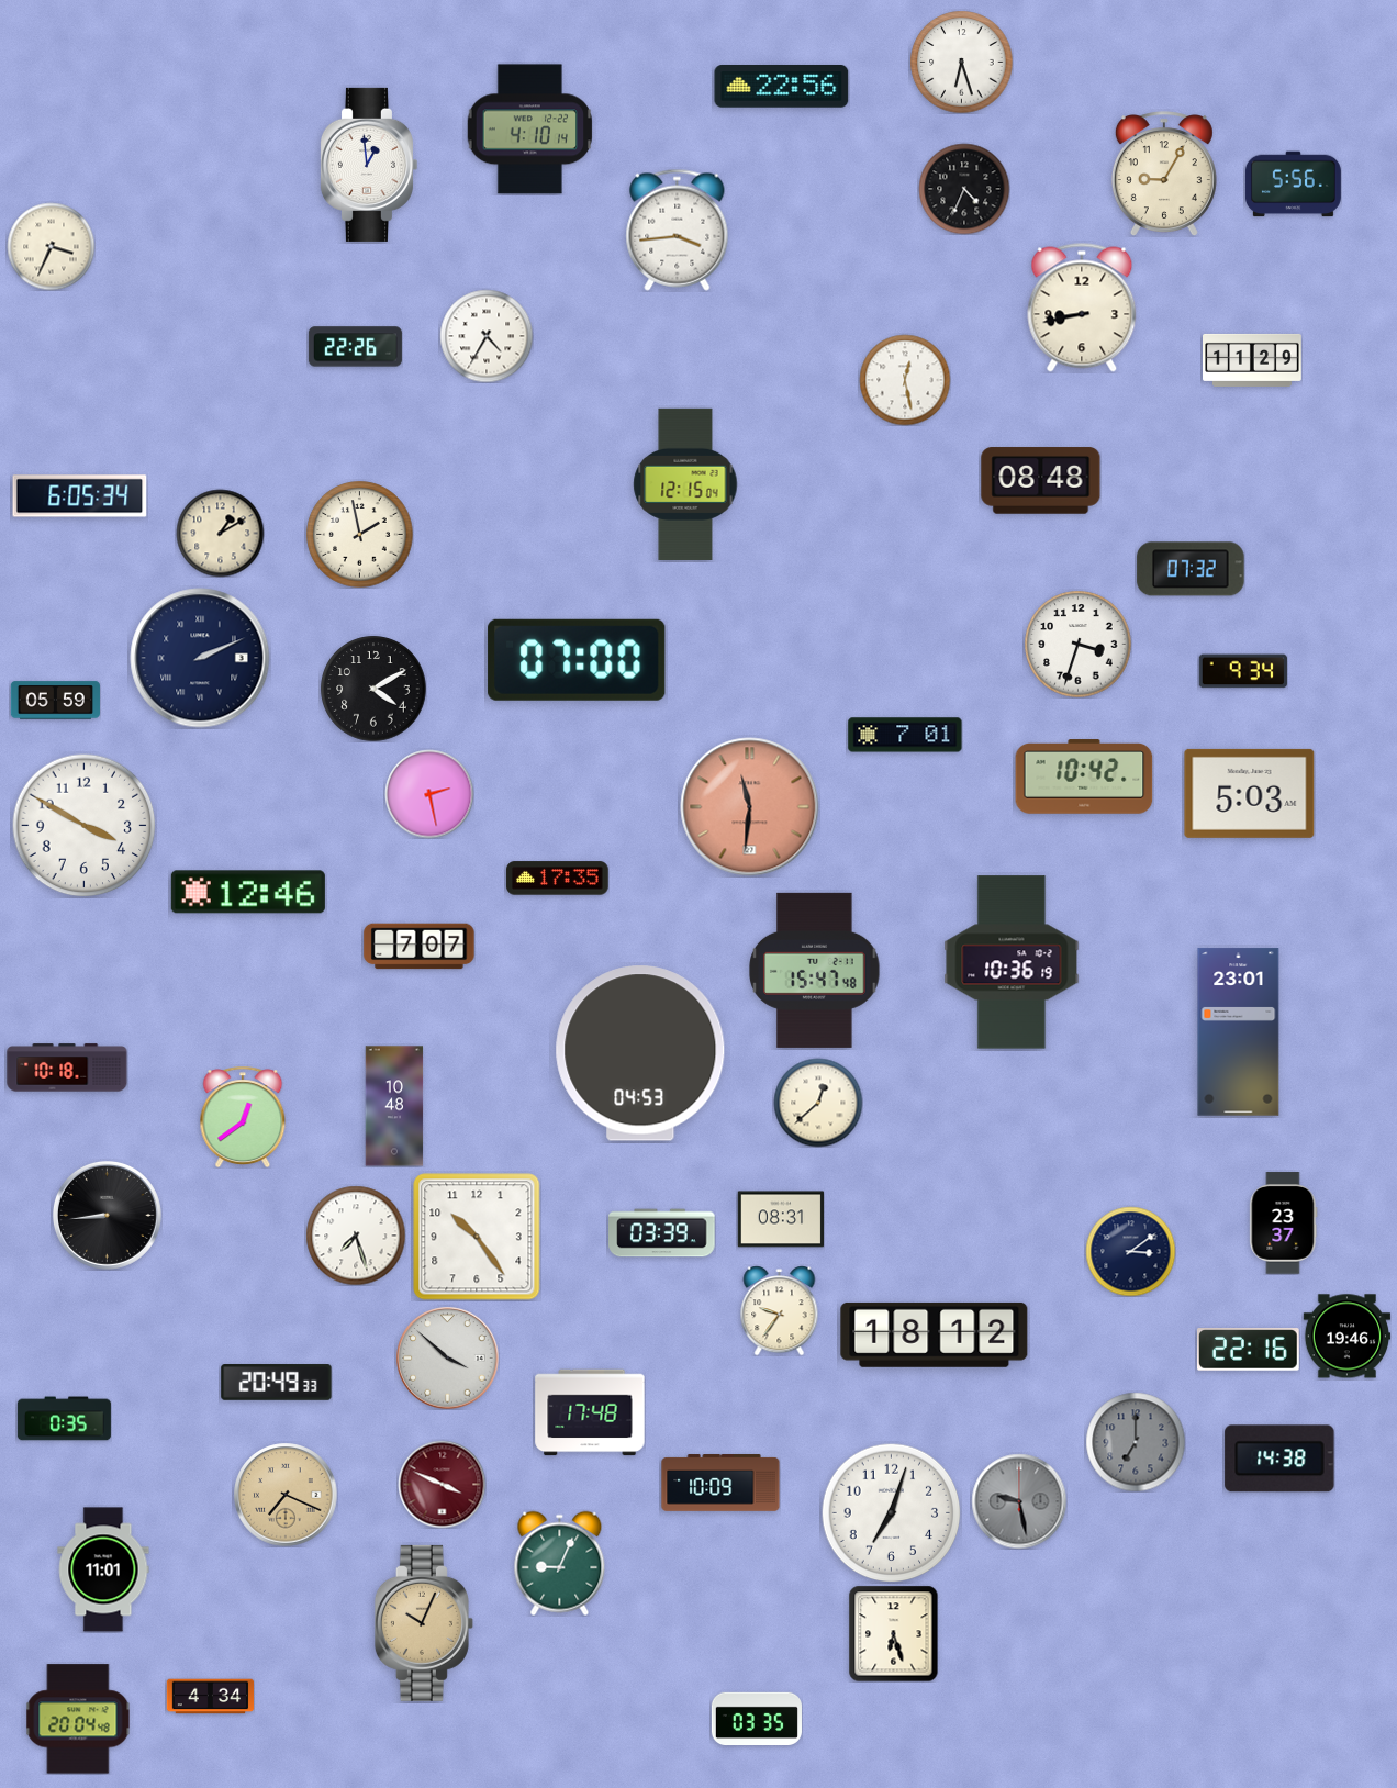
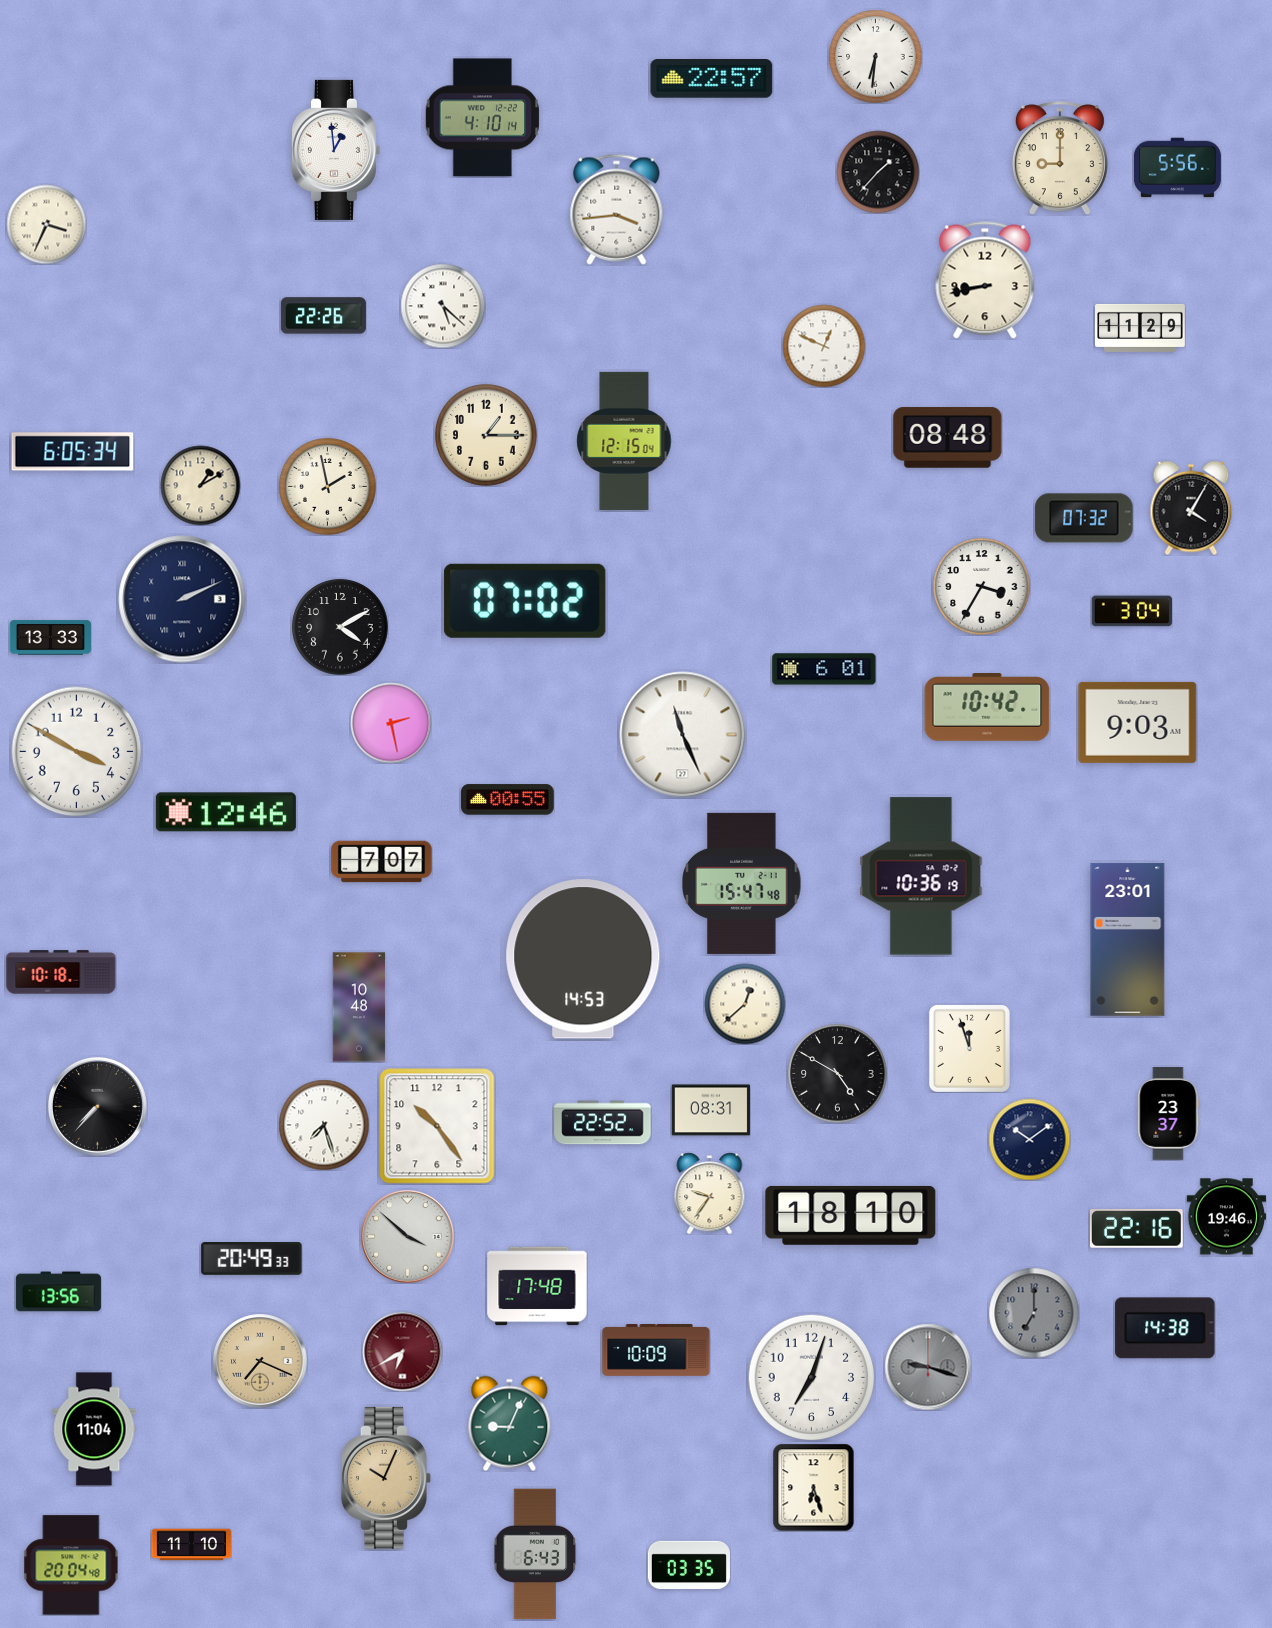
clock at (961, 62): 6:27 -> 6:31
clock at (782, 87): 22:56 -> 22:57
clock at (1164, 174): 9:05 -> 9:00
clock at (964, 189): 4:34 -> 1:37
clock at (487, 336): 4:35 -> 5:22
clock at (905, 380): 12:28 -> 12:49
clock at (486, 435): none -> 1:15
clock at (1191, 508): none -> 4:05
clock at (1079, 645): 3:33 -> 3:35
clock at (577, 660): 07:00 -> 07:02
clock at (1243, 671): 9:34 -> 3:04
clock at (55, 701): 05:59 -> 13:33
clock at (905, 735): 7:01 -> 6:01
clock at (1250, 793): 5:03 -> 9:03
clock at (750, 807): 11:31 -> 11:26
clock at (750, 807) dial: salmon -> white
clock at (558, 879): 17:35 -> 00:55
clock at (640, 1053): 04:53 -> 14:53
clock at (243, 1117): 12:39 -> none
clock at (969, 1048): none -> 11:57
clock at (838, 1074): none -> 4:50
clock at (107, 1215): 8:44 -> 7:37
clock at (662, 1233): 03:39 -> 22:52
clock at (477, 1237) position: (477, 1237) -> (437, 1126)
clock at (1130, 1251): 3:09 -> 10:09
clock at (935, 1334): 18:12 -> 18:10
clock at (64, 1419): 0:35 -> 13:56
clock at (442, 1484): 3:49 -> 6:40
clock at (1019, 1501): 9:28 -> 9:18
clock at (103, 1569): 11:01 -> 11:04
clock at (210, 1697): 4:34 -> 11:10
clock at (535, 1554): none -> 6:43
